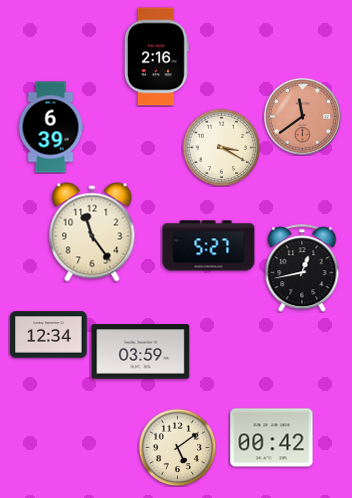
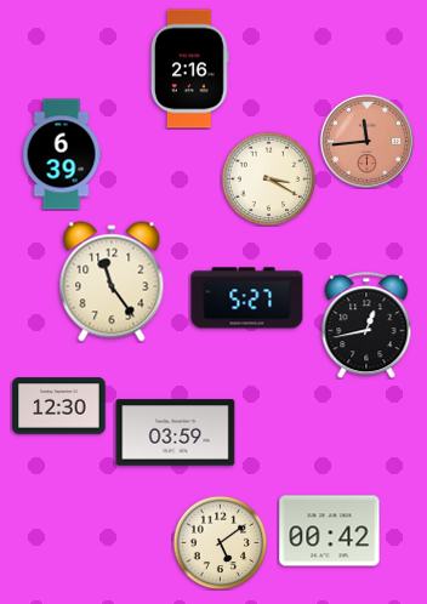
clock at (302, 116): 11:39 -> 11:44
clock at (209, 246) position: (209, 246) -> (247, 298)
clock at (49, 335): 12:34 -> 12:30
clock at (141, 352) position: (141, 352) -> (176, 433)
clock at (177, 447) position: (177, 447) -> (220, 542)
